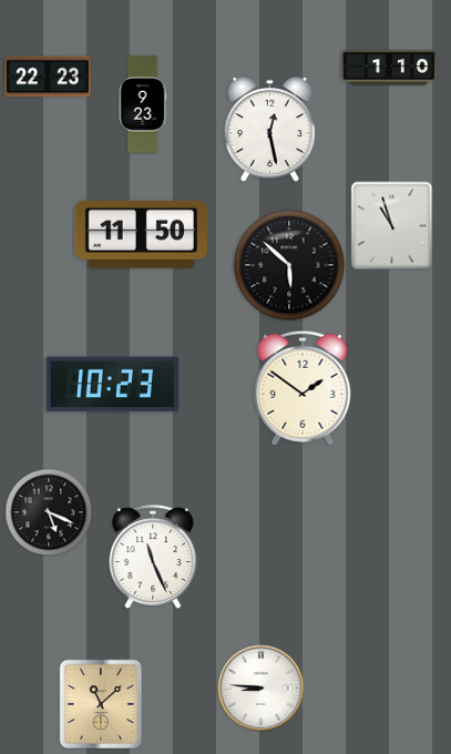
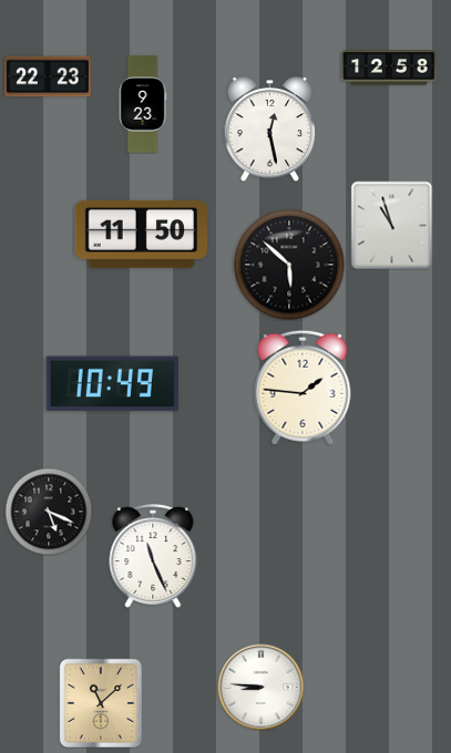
clock at (389, 68): 1:10 -> 12:58
clock at (113, 385): 10:23 -> 10:49
clock at (303, 388): 1:51 -> 1:46
